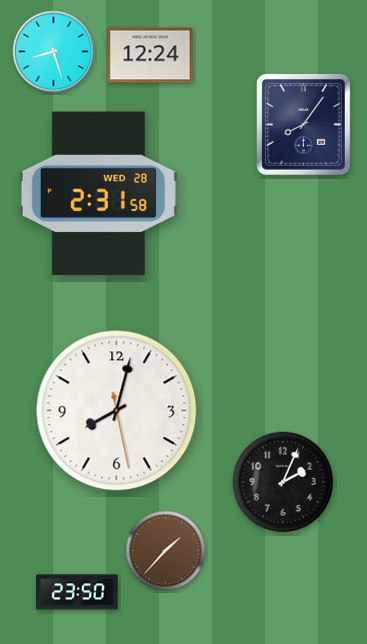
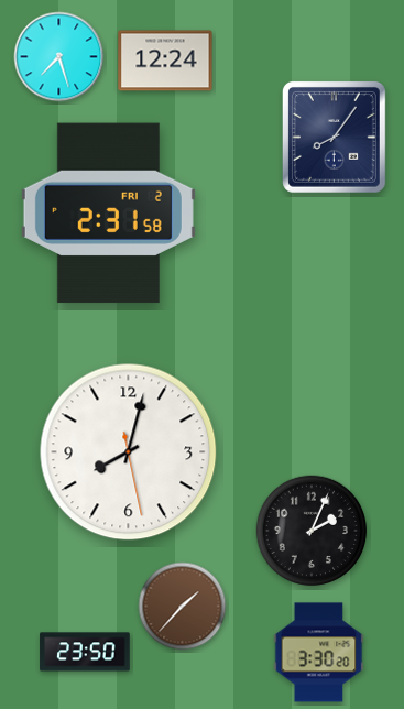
clock at (54, 52): 8:27 -> 7:27
clock at (98, 194) date: WED 28 -> FRI 2
clock at (319, 653): none -> 3:30
